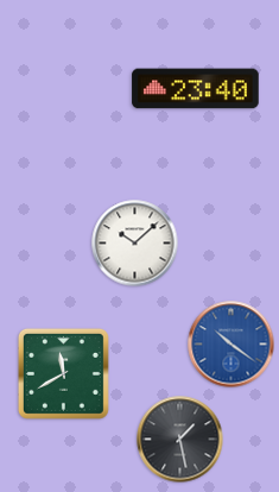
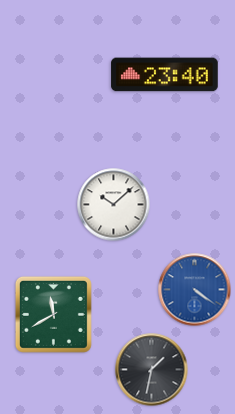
clock at (232, 345): 10:21 -> 4:21
clock at (180, 440): 1:28 -> 1:32
